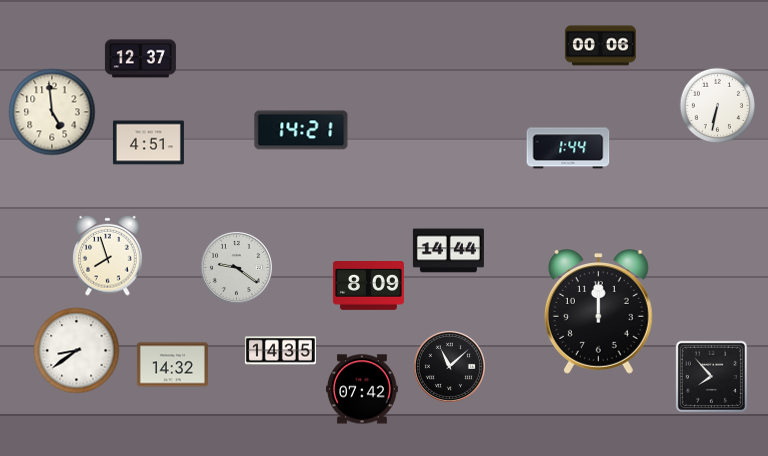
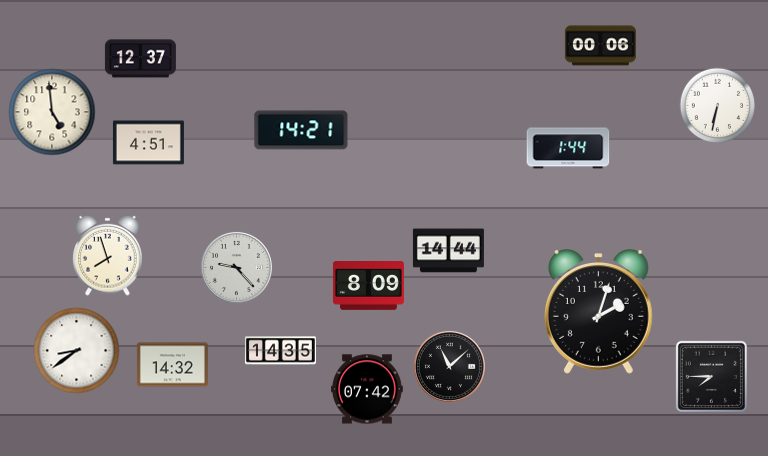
clock at (236, 267): 9:21 -> 9:23
clock at (598, 312): 12:00 -> 2:03
clock at (711, 376): 7:53 -> 7:45
clock at (363, 389) position: (363, 389) -> (368, 389)
